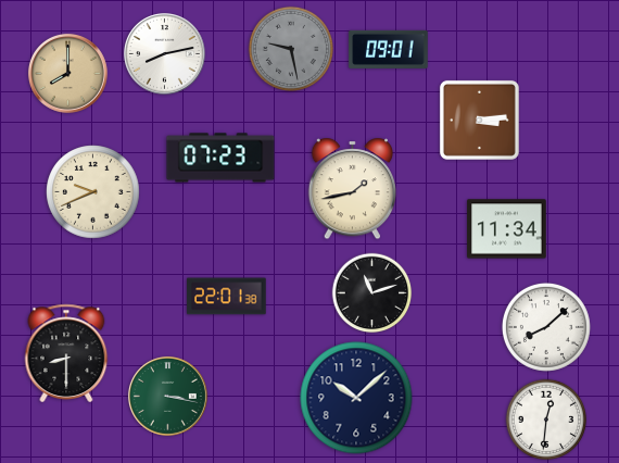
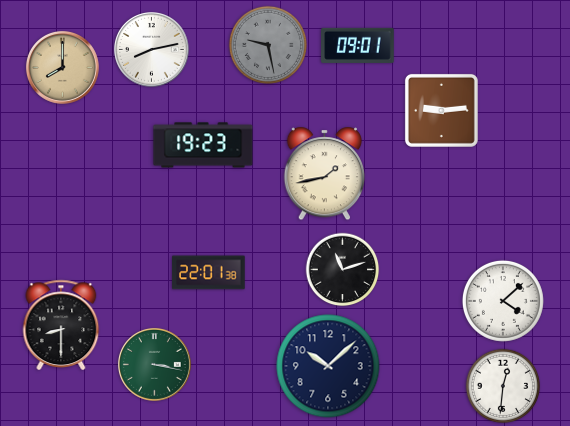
clock at (479, 120): 3:14 -> 9:14
clock at (220, 158): 07:23 -> 19:23
clock at (93, 192): 9:41 -> none
clock at (507, 229): 11:34 -> none
clock at (546, 327): 8:08 -> 4:08
